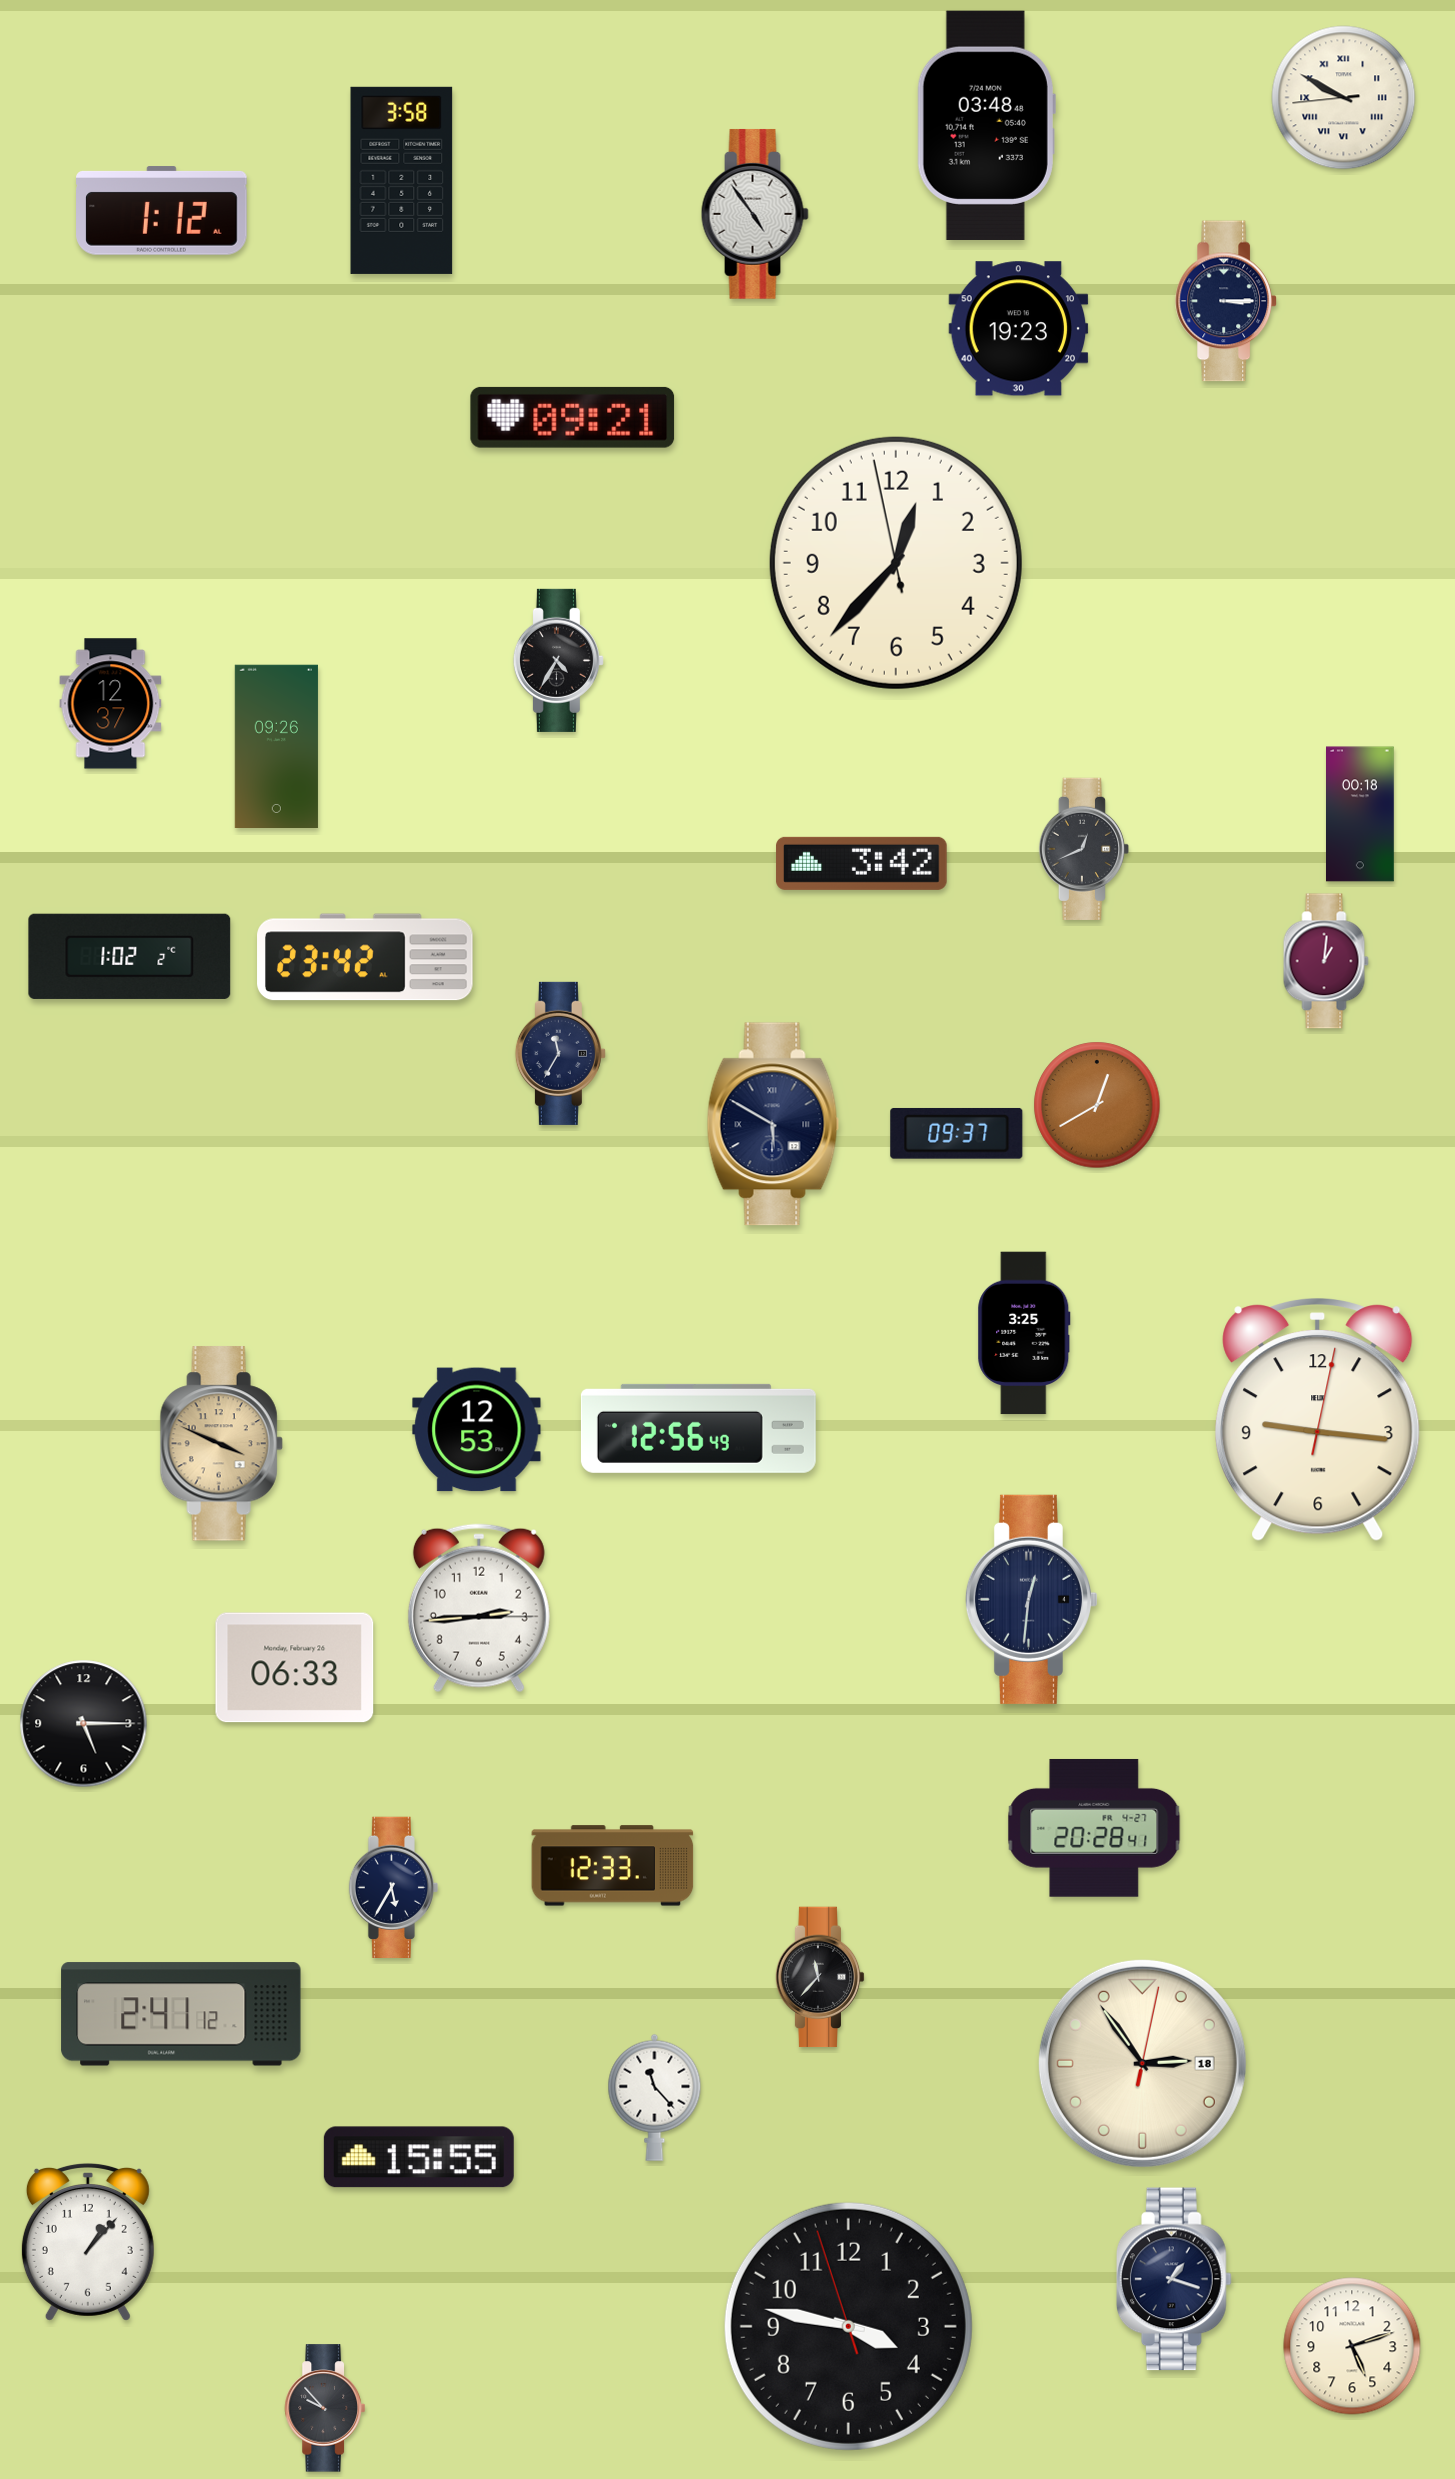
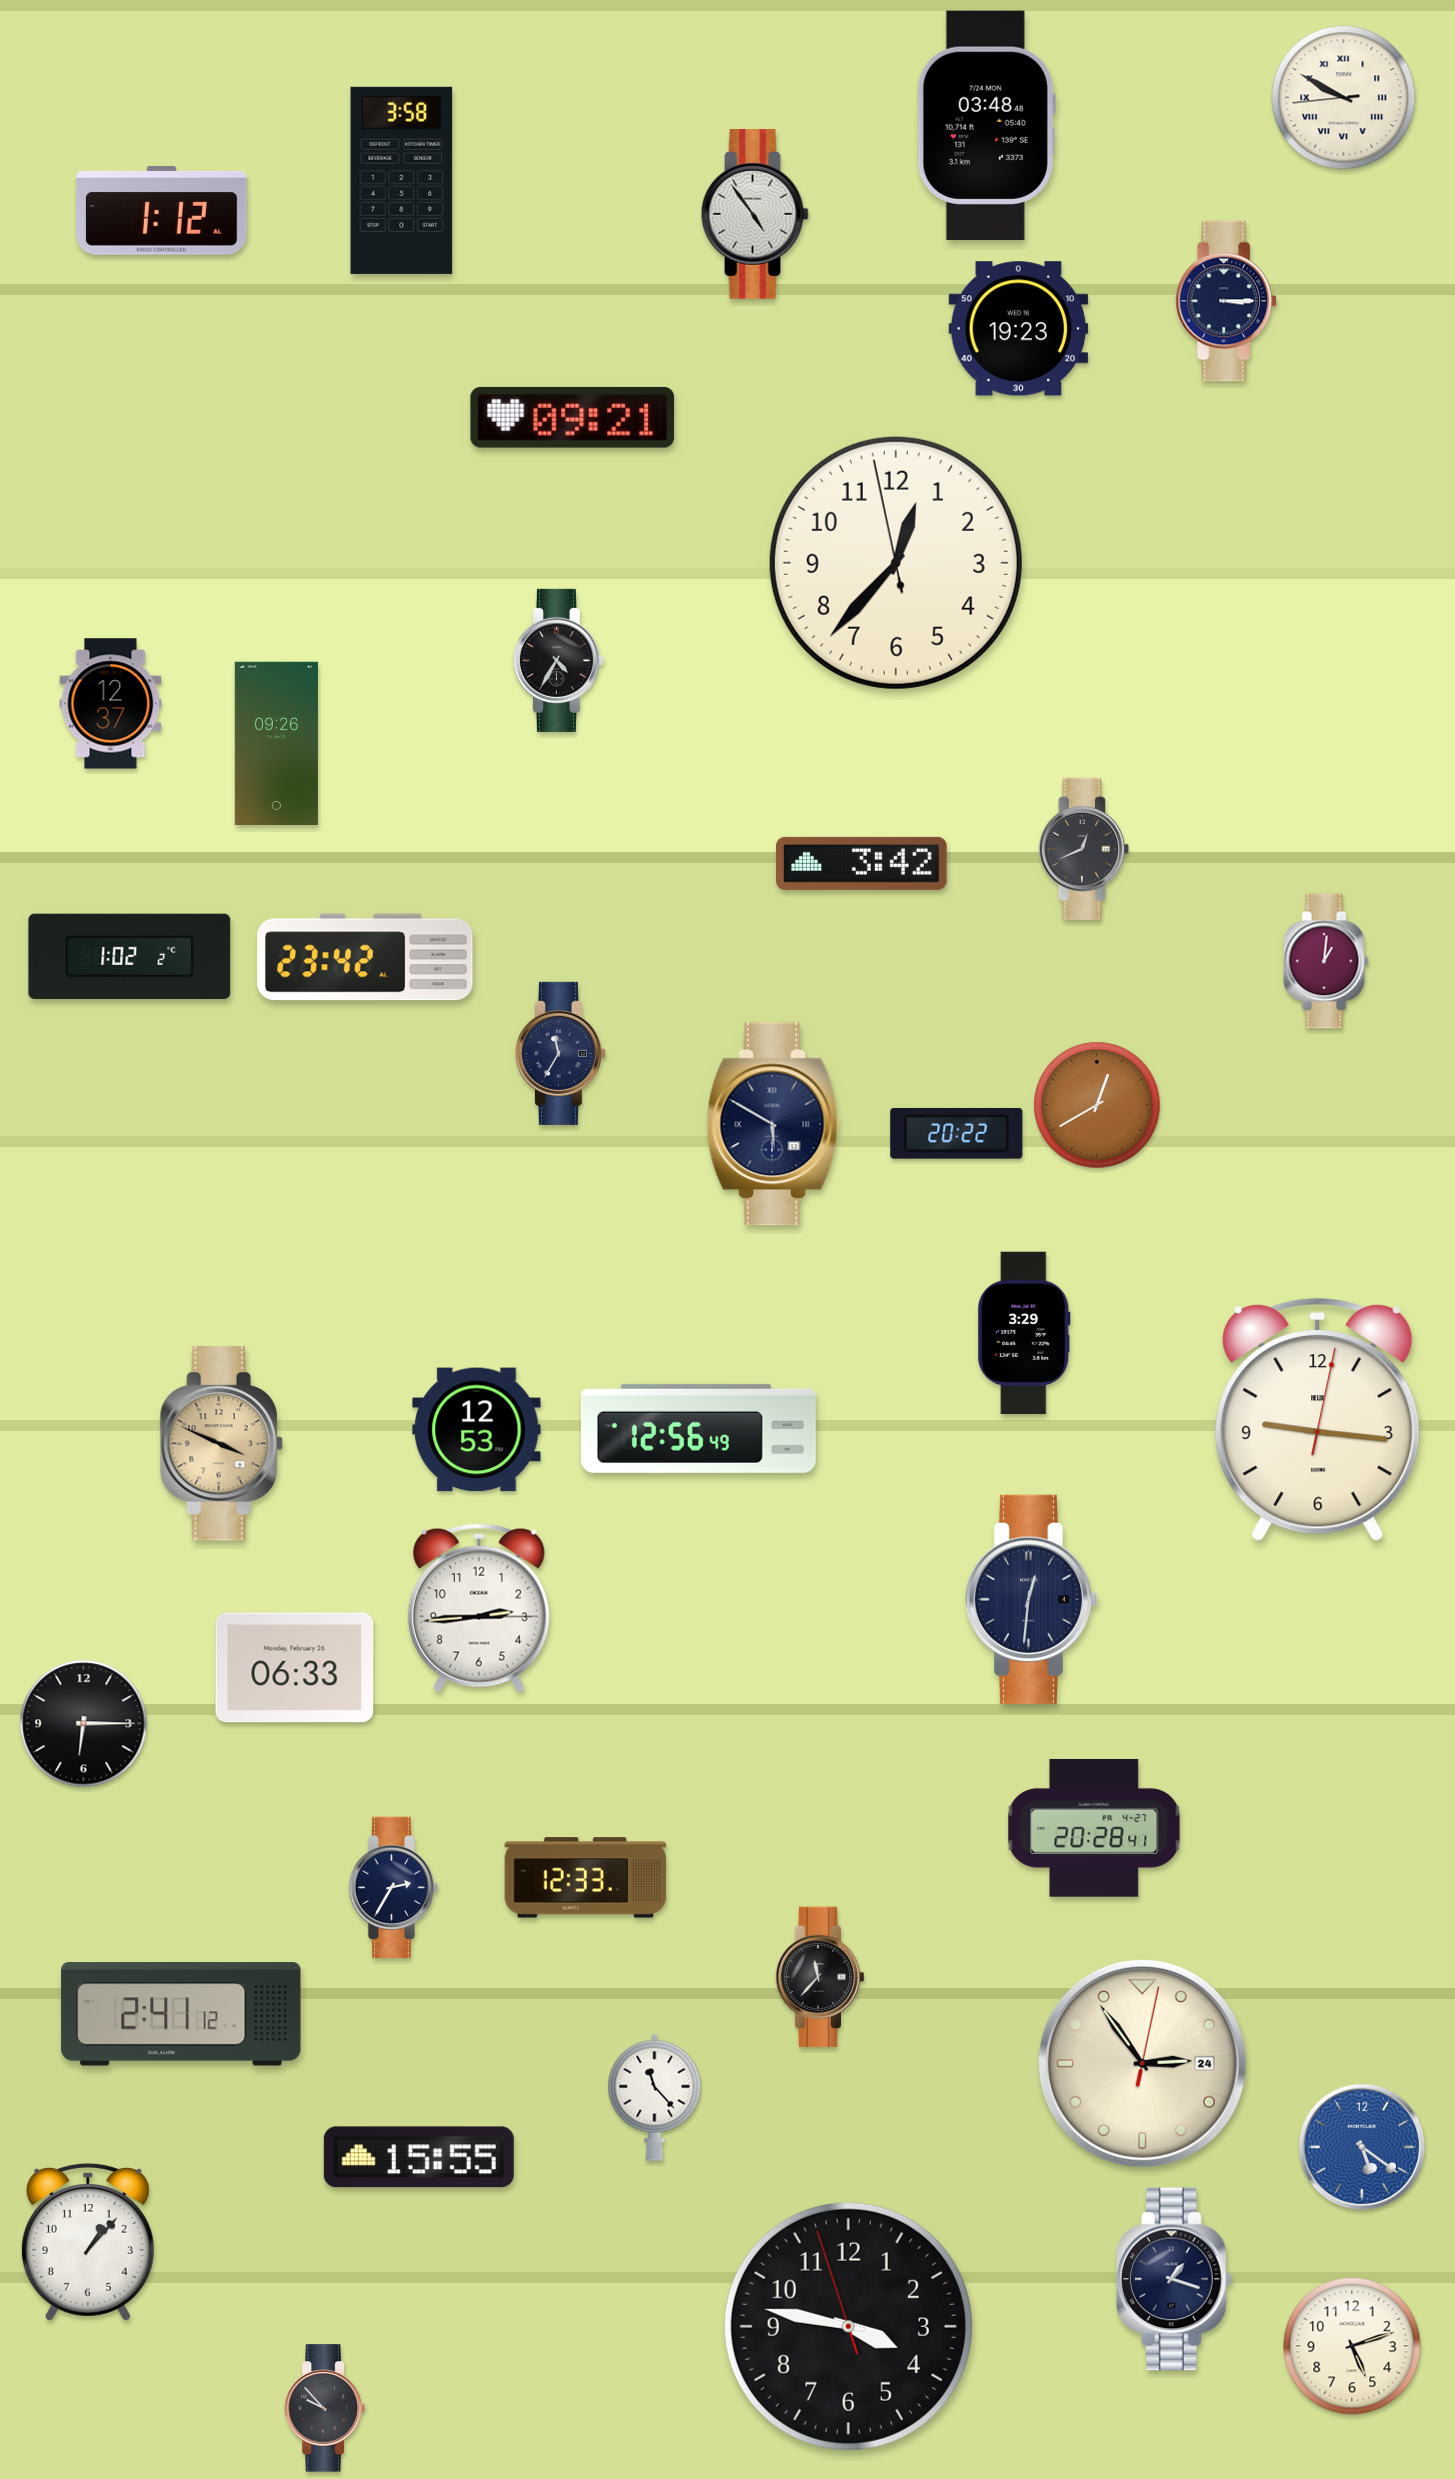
clock at (276, 746) position: (276, 746) -> (276, 743)
clock at (1361, 814): 00:18 -> none
clock at (957, 1133): 09:37 -> 20:22
clock at (1024, 1333): 3:25 -> 3:29
clock at (84, 1724): 5:15 -> 6:15
clock at (613, 1866) position: (613, 1866) -> (586, 1878)
clock at (394, 1887): 5:35 -> 2:35
clock at (1142, 2063) date: 18 -> 24
clock at (1362, 2147): none -> 5:21
